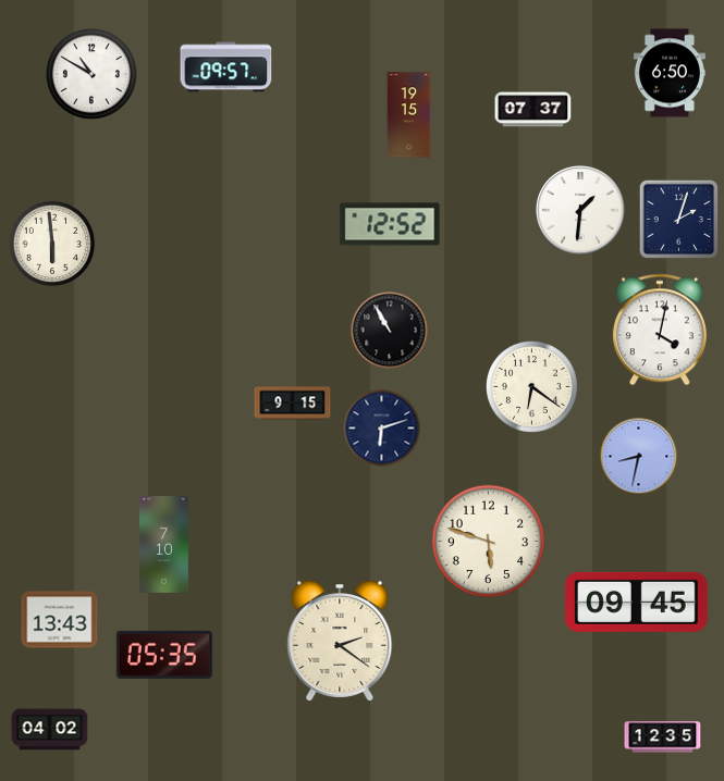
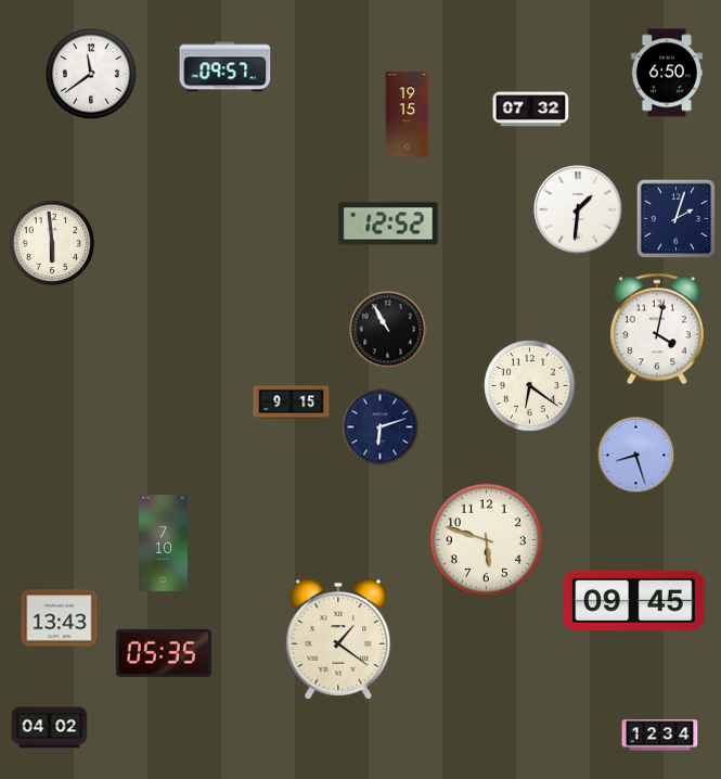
clock at (91, 74): 10:50 -> 11:39
clock at (533, 110): 07:37 -> 07:32
clock at (639, 457): 8:32 -> 8:27
clock at (340, 641): 2:21 -> 1:21
clock at (663, 737): 12:35 -> 12:34
